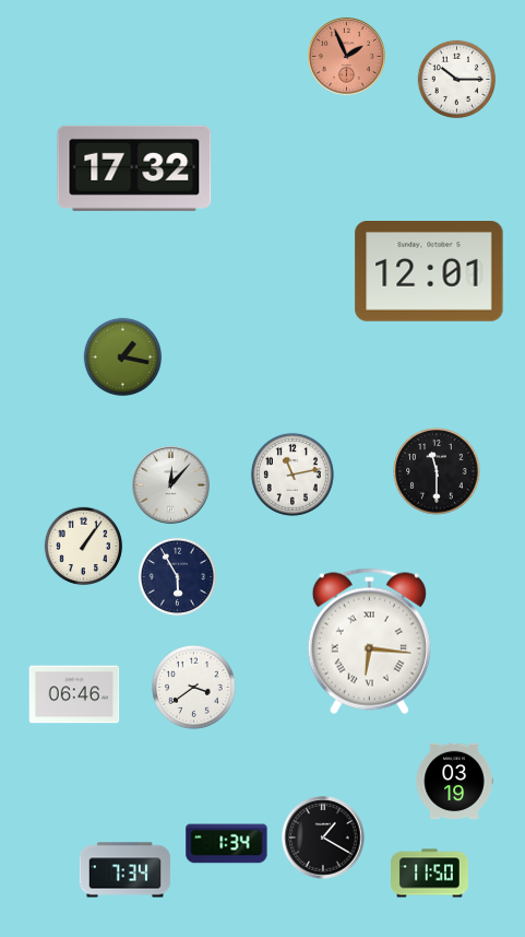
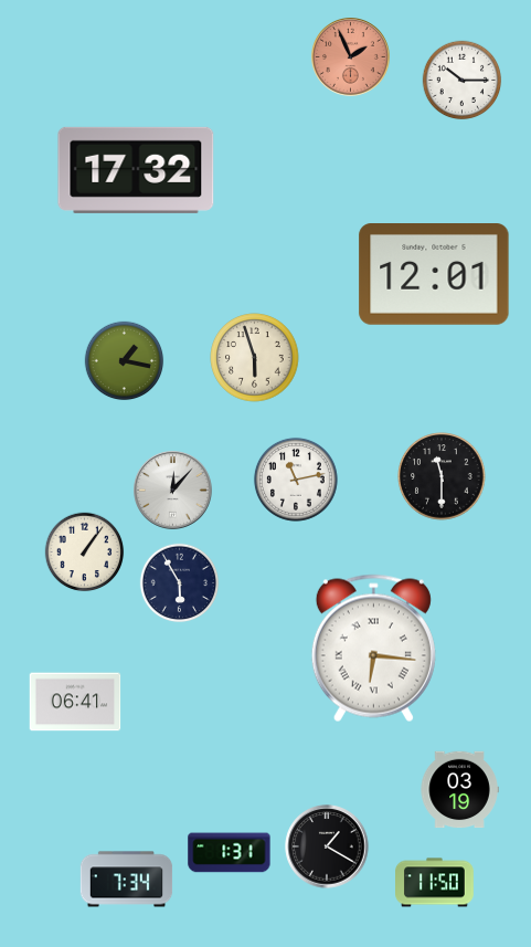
clock at (255, 358): none -> 5:57
clock at (193, 687): 3:39 -> none
clock at (74, 694): 06:46 -> 06:41
clock at (227, 844): 1:34 -> 1:31
